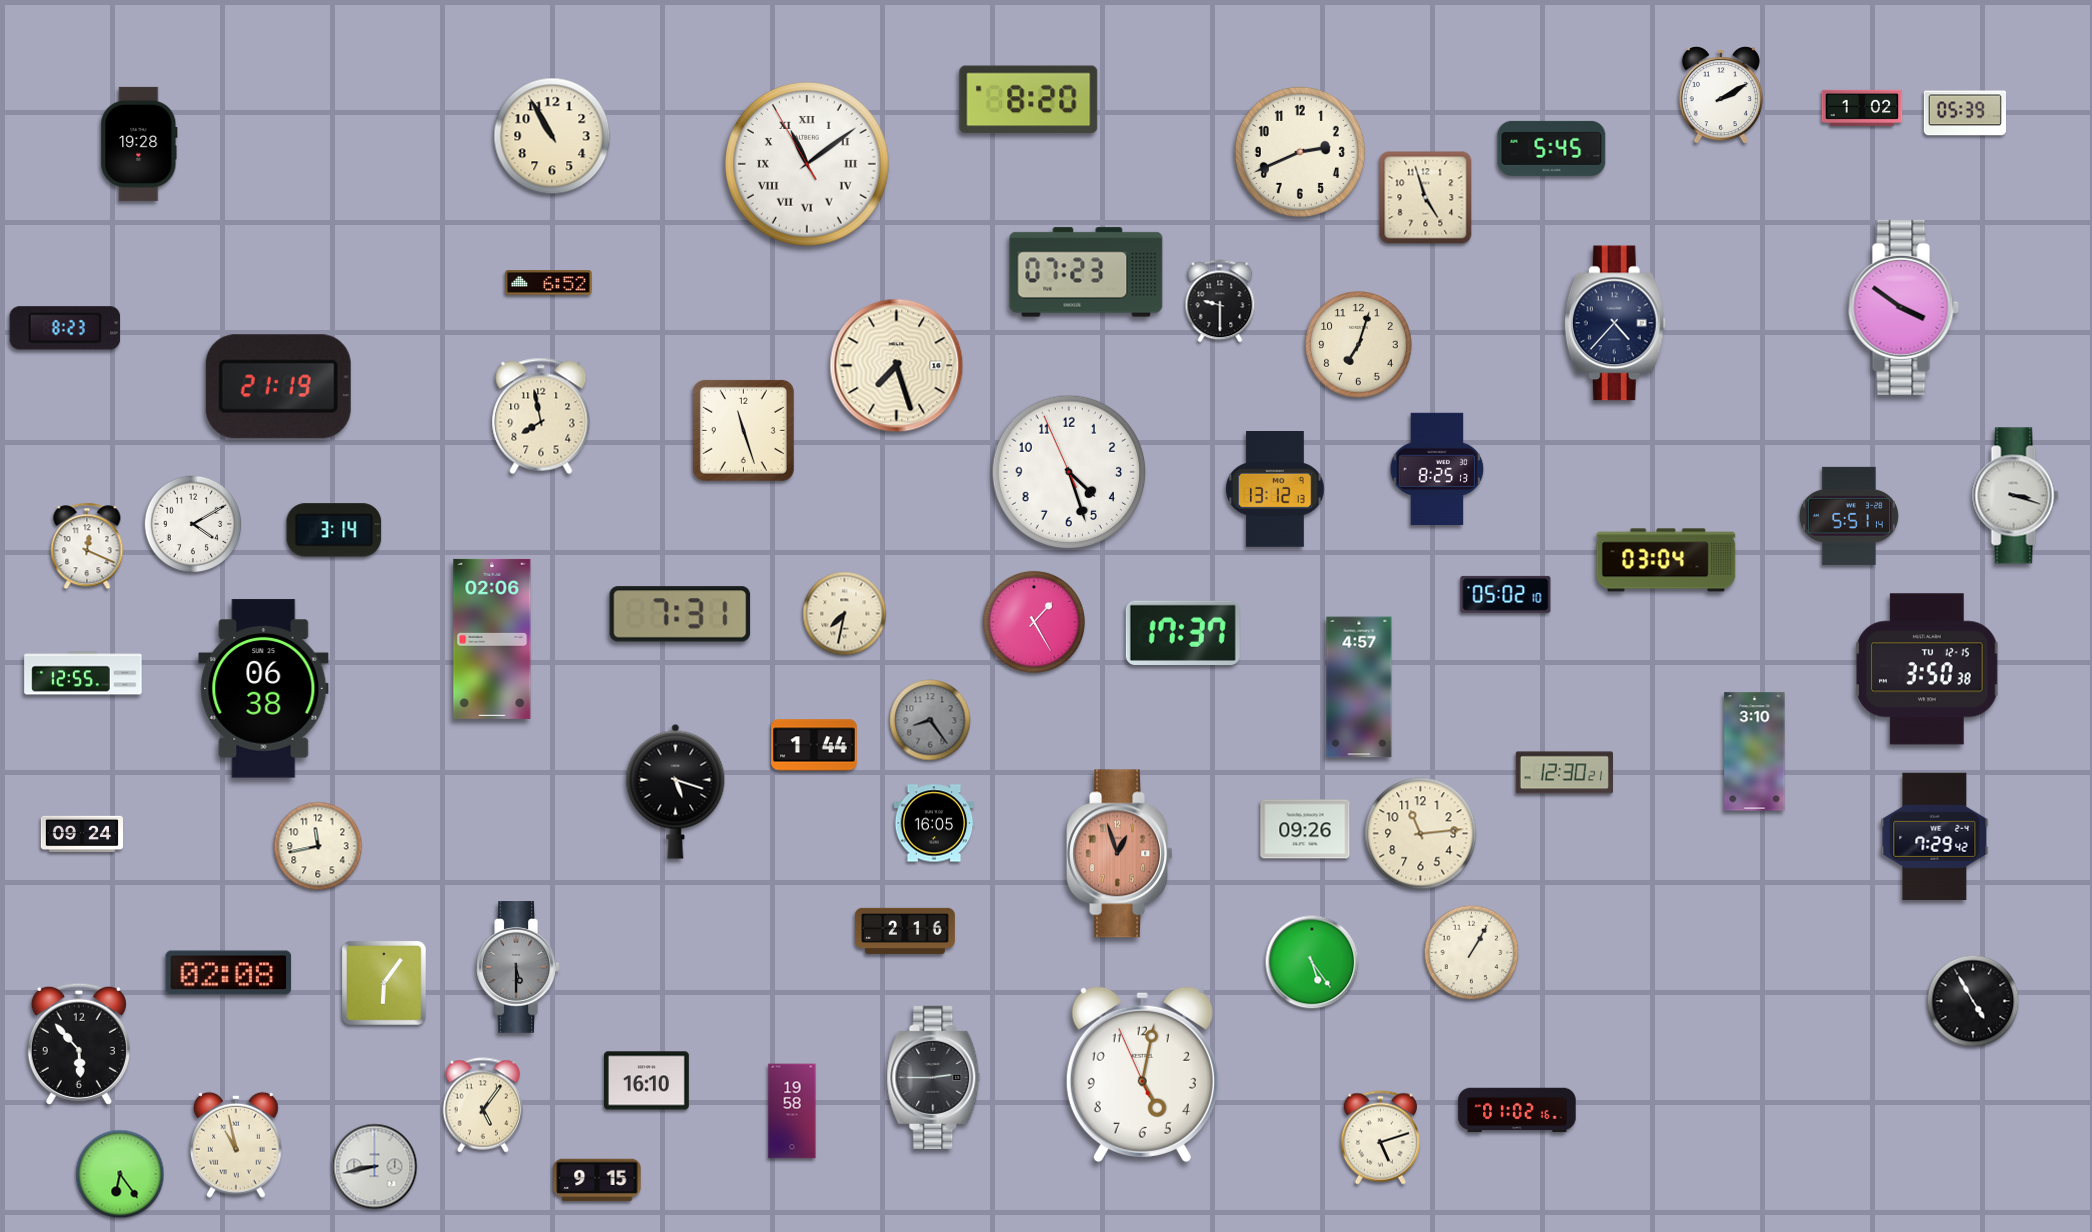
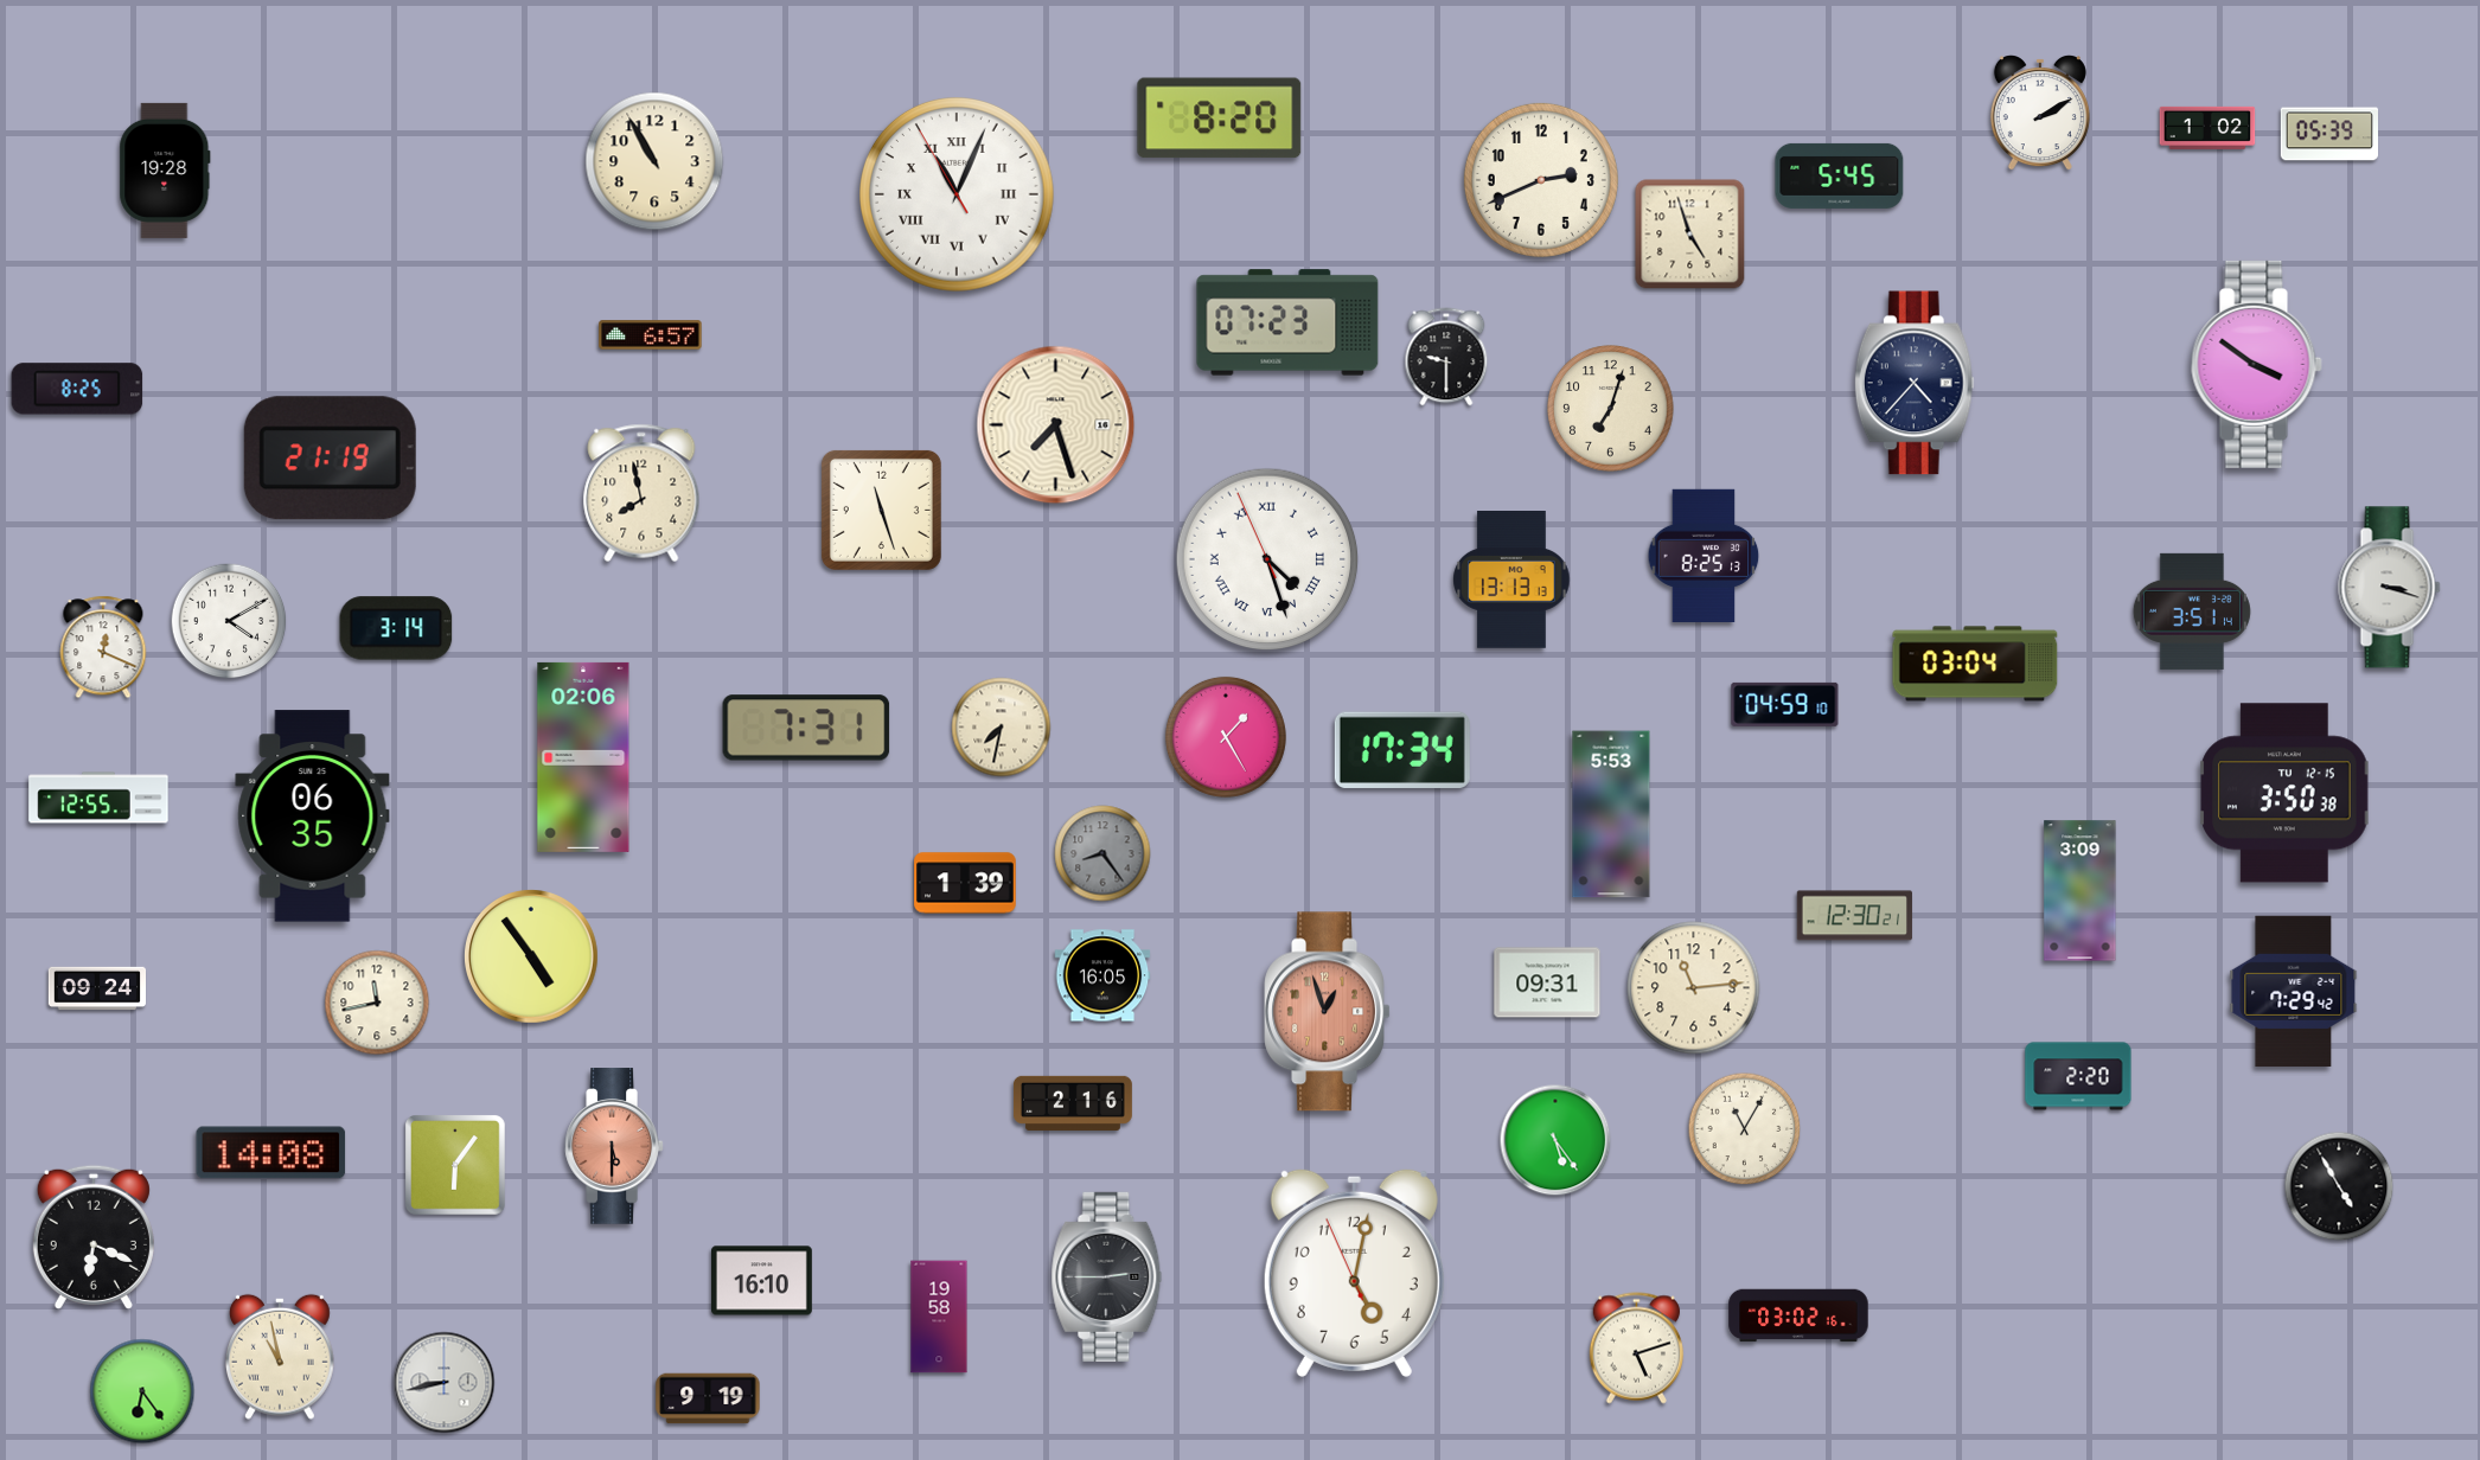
clock at (808, 165): 11:08 -> 11:03
clock at (549, 283): 6:52 -> 6:57
clock at (65, 328): 8:23 -> 8:25
clock at (897, 366) position: (897, 366) -> (1056, 425)
clock at (1069, 472) numerals: Arabic -> Roman
clock at (1275, 490): 13:12 -> 13:13
clock at (1849, 516): 5:51 -> 3:51
clock at (1506, 594): 05:02 -> 04:59
clock at (1183, 632): 17:37 -> 17:34
clock at (1359, 687): 4:57 -> 5:53
clock at (264, 689): 06:38 -> 06:35
clock at (814, 745): 1:44 -> 1:39
clock at (1755, 752): 3:10 -> 3:09
clock at (676, 791): 5:18 -> none
clock at (532, 958): none -> 4:54
clock at (934, 823) position: (934, 823) -> (1102, 975)
clock at (1305, 829): 09:26 -> 09:31
clock at (1421, 834) position: (1421, 834) -> (1694, 988)
clock at (2078, 1076): none -> 2:20
clock at (1472, 953): 1:05 -> 11:05
clock at (518, 967) dial: grey -> salmon
clock at (229, 973): 02:08 -> 14:08
clock at (79, 1044): 5:53 -> 6:19
clock at (647, 1081) position: (647, 1081) -> (762, 1281)
clock at (483, 1105): 5:06 -> none
clock at (1517, 1110): 01:02 -> 03:02
clock at (597, 1180): 9:15 -> 9:19
